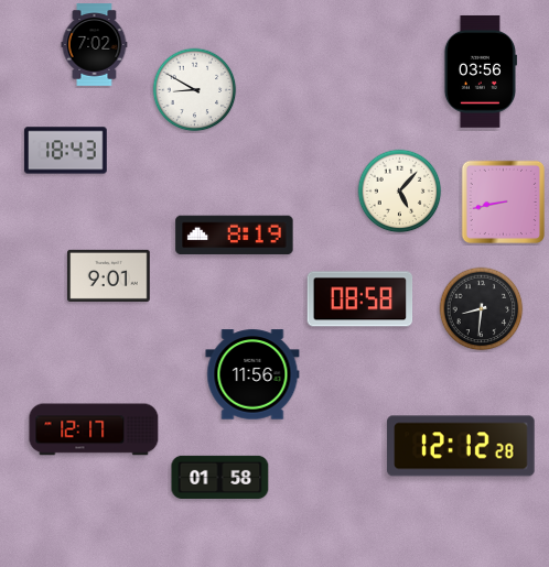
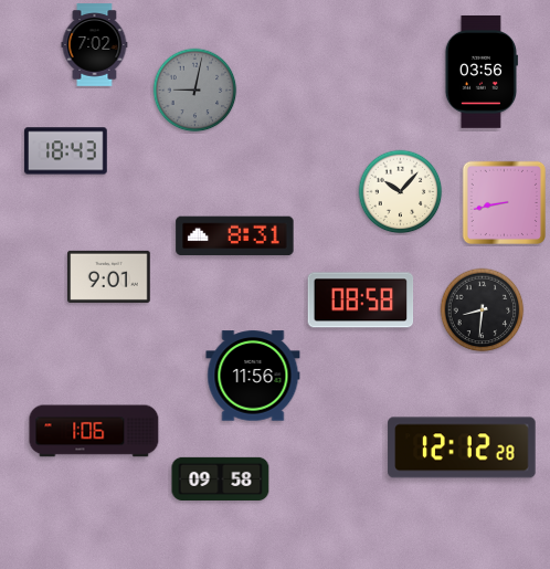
clock at (195, 90): 8:50 -> 9:02
clock at (195, 90) dial: white -> grey
clock at (400, 192): 5:07 -> 10:07
clock at (235, 236): 8:19 -> 8:31
clock at (94, 429): 12:17 -> 1:06
clock at (220, 477): 01:58 -> 09:58
